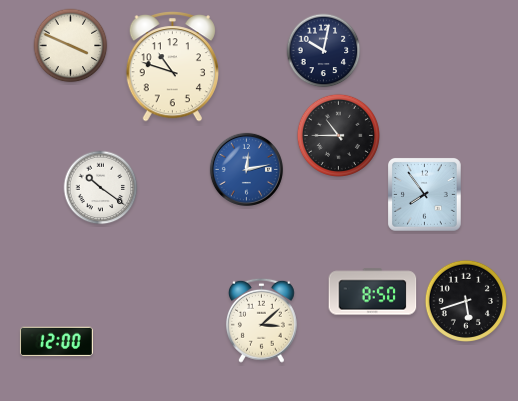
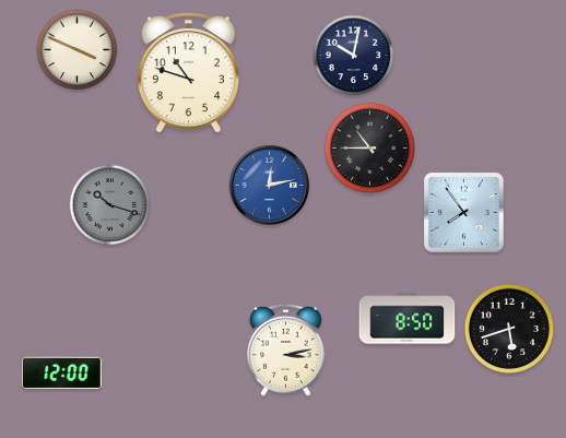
clock at (101, 188): 10:21 -> 10:18
clock at (101, 188) dial: white -> grey
clock at (261, 320): 3:08 -> 3:13
